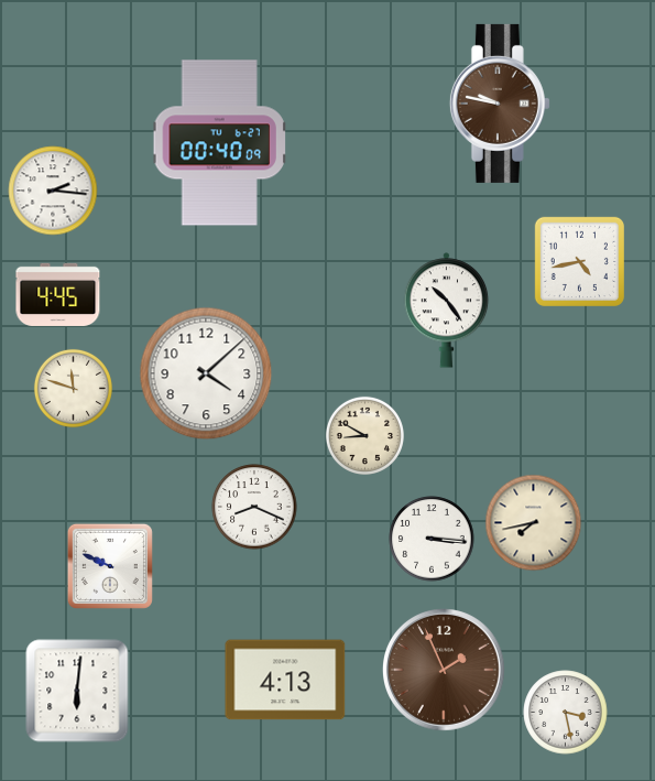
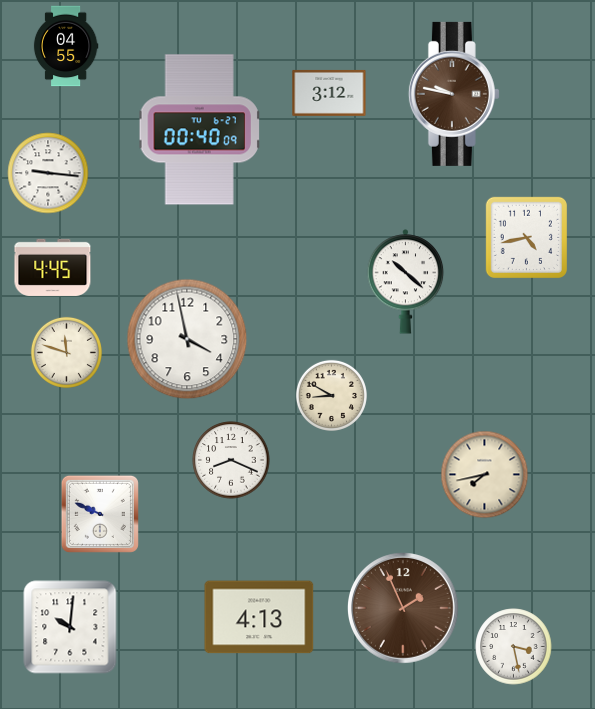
clock at (66, 46): none -> 04:55
clock at (329, 93): none -> 3:12
clock at (53, 191): 2:16 -> 9:16
clock at (447, 311): 10:24 -> 10:22
clock at (206, 373): 4:08 -> 3:58
clock at (432, 539): 3:16 -> none
clock at (77, 691): 6:01 -> 10:01
